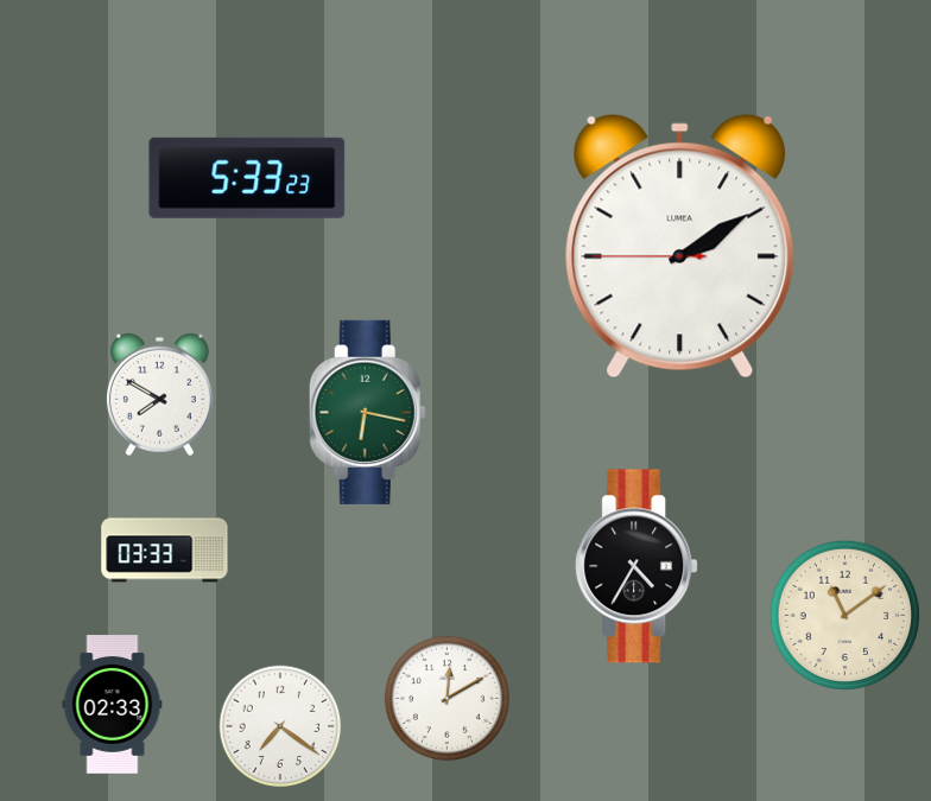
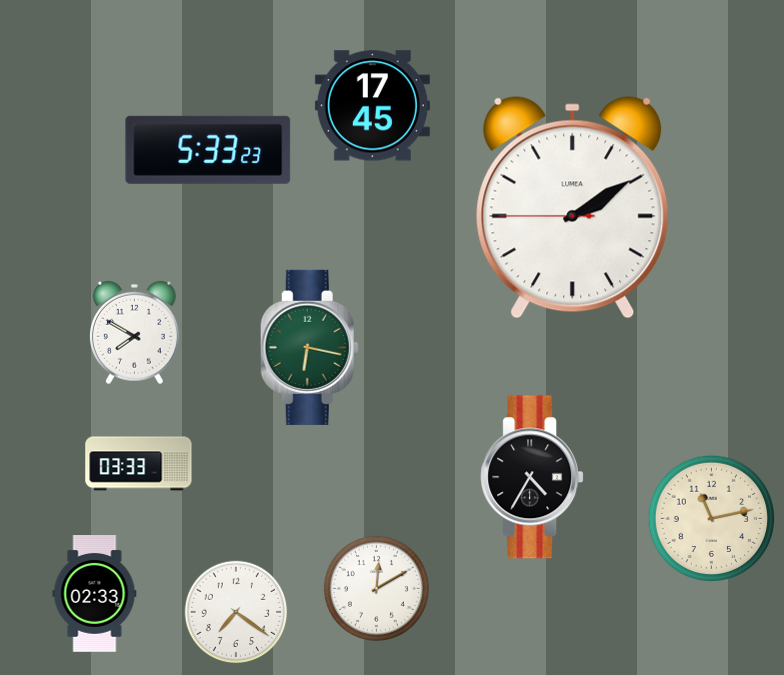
clock at (372, 106): none -> 17:45
clock at (636, 566) position: (636, 566) -> (532, 477)
clock at (845, 615): 11:09 -> 11:13
